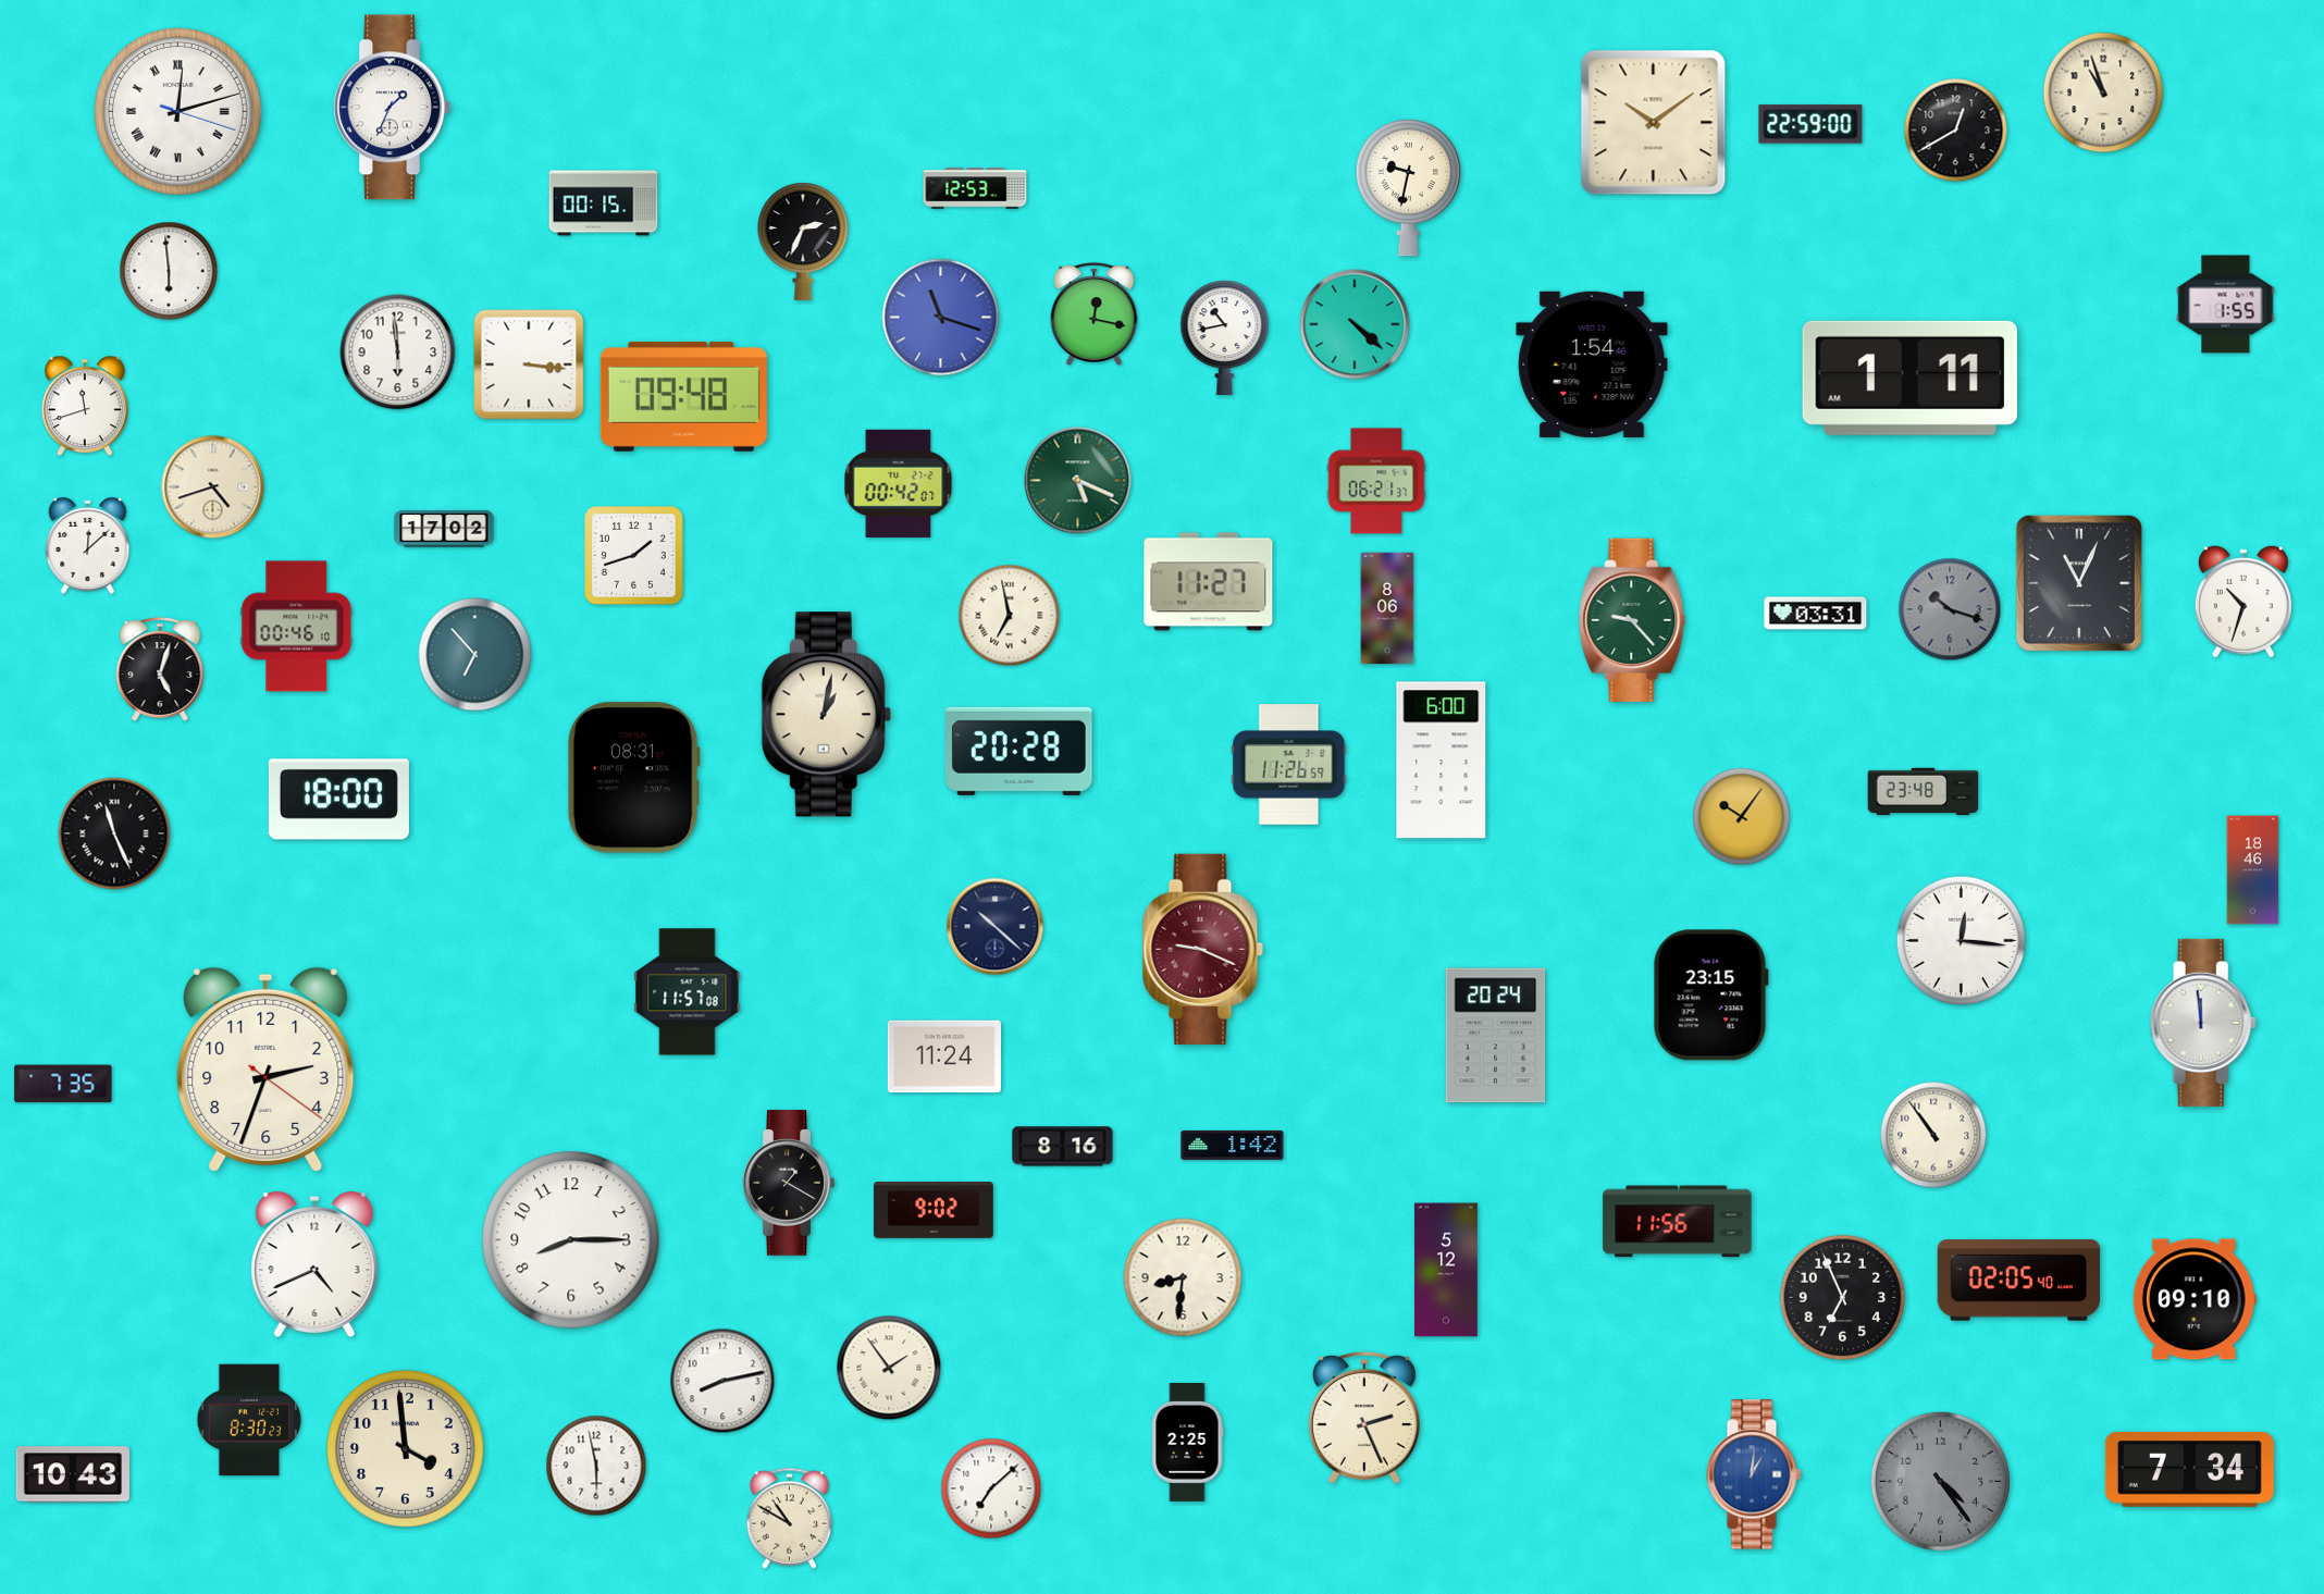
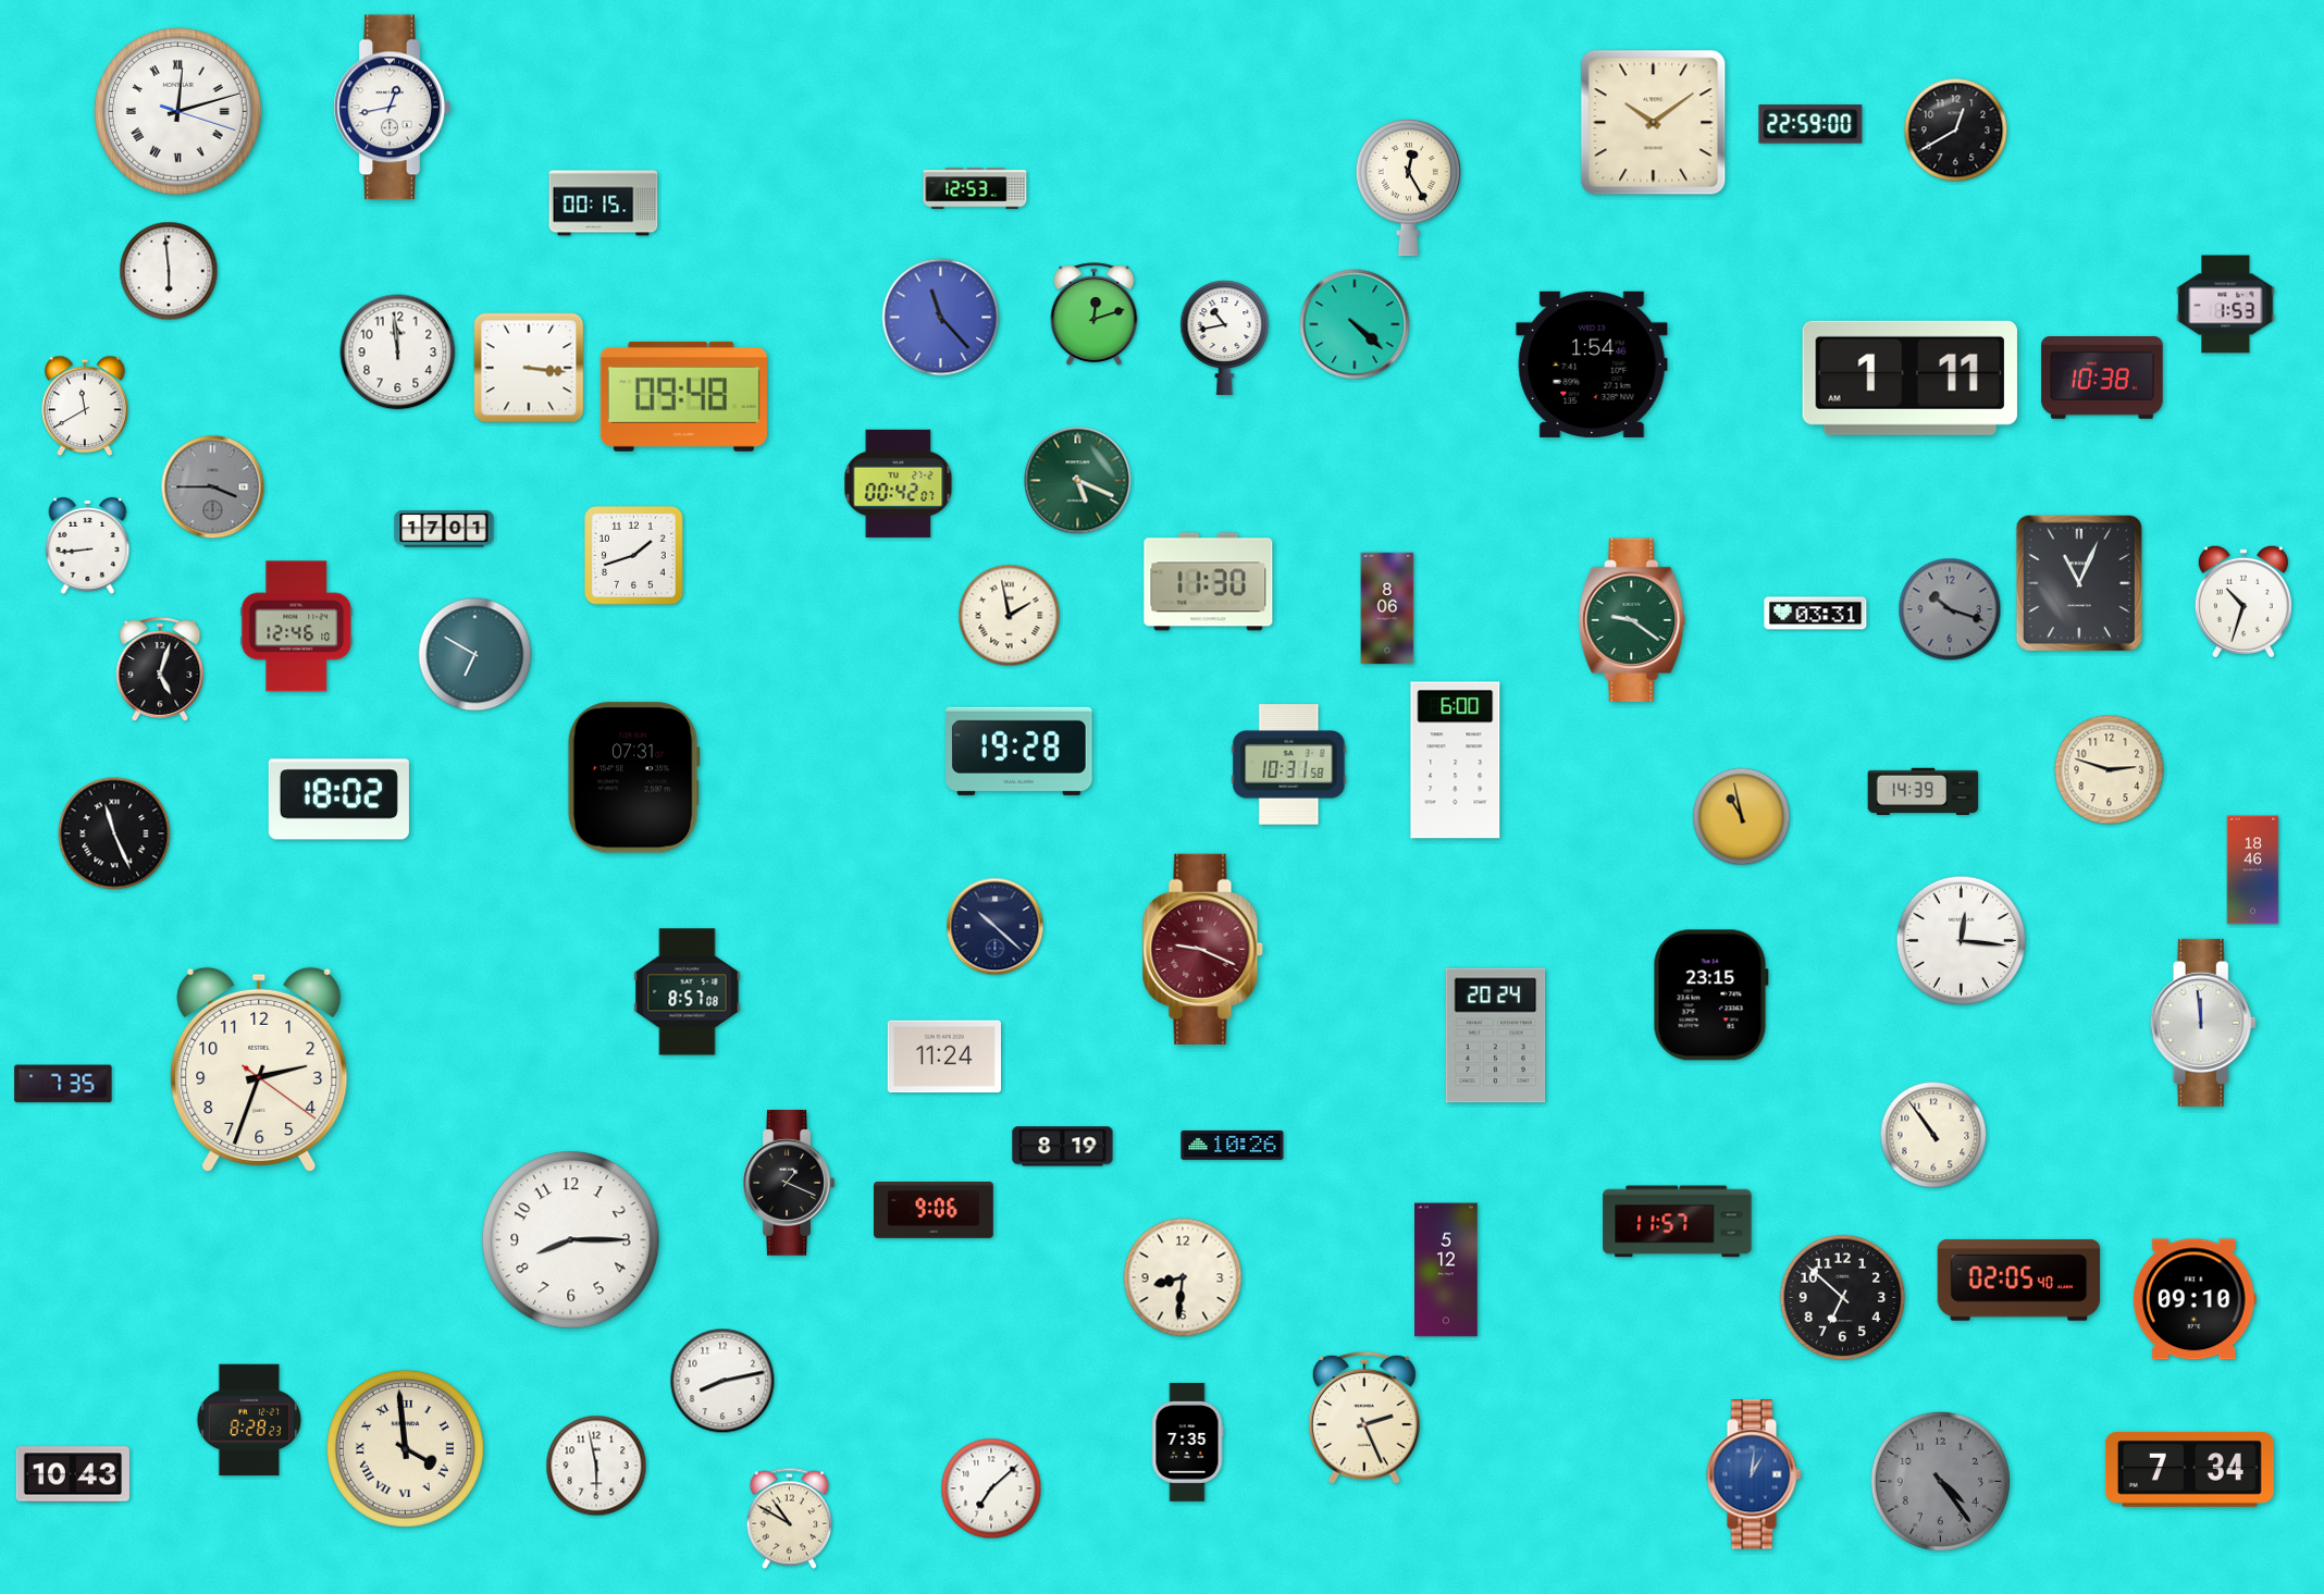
clock at (2103, 92): 10:57 -> none
clock at (392, 108): 1:34 -> 12:43
clock at (1408, 187): 9:32 -> 12:25
clock at (803, 242): 2:34 -> none
clock at (2226, 305): 1:55 -> 1:53
clock at (1095, 314): 12:17 -> 12:12
clock at (941, 318): 11:18 -> 11:23
clock at (398, 353): 5:59 -> 11:59
clock at (529, 364) position: (529, 364) -> (529, 368)
clock at (2102, 378): none -> 10:38
clock at (85, 406): 11:42 -> 11:40
clock at (1376, 481): 06:21 -> none
clock at (213, 487): 4:42 -> 3:45
clock at (213, 487) dial: cream -> grey
clock at (444, 529): 17:02 -> 17:01
clock at (88, 545): 12:08 -> 8:44
clock at (1209, 582): 11:27 -> 11:30
clock at (1010, 616): 6:58 -> 1:58
clock at (1632, 620): 9:23 -> 9:21
clock at (297, 627): 00:46 -> 12:46
clock at (475, 655): 6:53 -> 6:50
clock at (826, 715): 1:02 -> none
clock at (1019, 751): 20:28 -> 19:28
clock at (1442, 761) position: (1442, 761) -> (1456, 761)
clock at (1289, 765): 11:26 -> 10:31
clock at (2110, 770): none -> 2:48
clock at (633, 778): 08:31 -> 07:31
clock at (1924, 792): 23:48 -> 14:39
clock at (338, 800): 18:00 -> 18:02
clock at (1742, 817): 10:06 -> 10:58
clock at (688, 992): 11:57 -> 8:57
clock at (265, 1070) position: (265, 1070) -> (259, 1070)
clock at (1233, 1145): 1:42 -> 10:26
clock at (1063, 1147): 8:16 -> 8:19
clock at (789, 1184): 1:20 -> 1:19
clock at (934, 1211): 9:02 -> 9:06
clock at (1678, 1222): 11:56 -> 11:57
clock at (314, 1265): 4:41 -> none
clock at (1843, 1298): 6:56 -> 6:52
clock at (889, 1368): 1:54 -> none
clock at (249, 1420): 8:30 -> 8:28
clock at (1187, 1443): 2:25 -> 7:35
clock at (405, 1448) numerals: Arabic -> Roman
